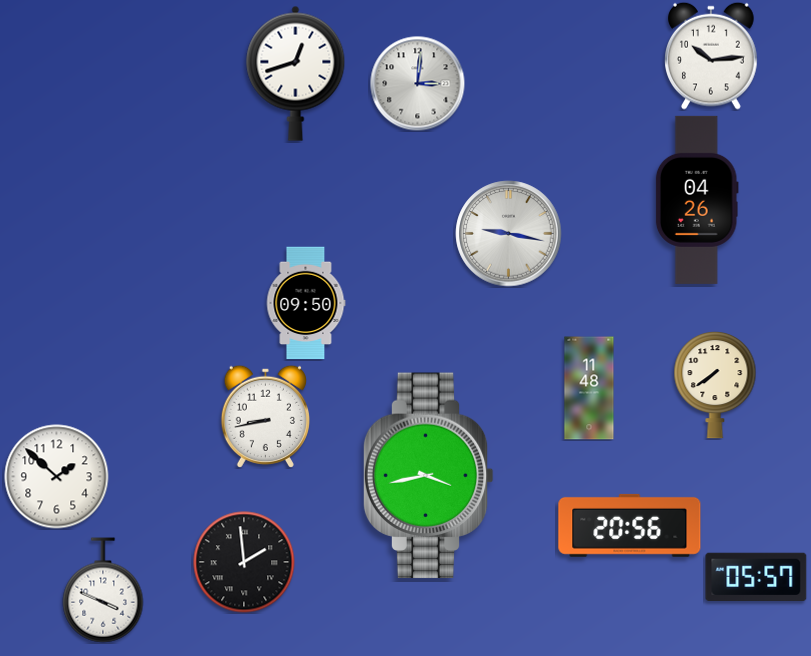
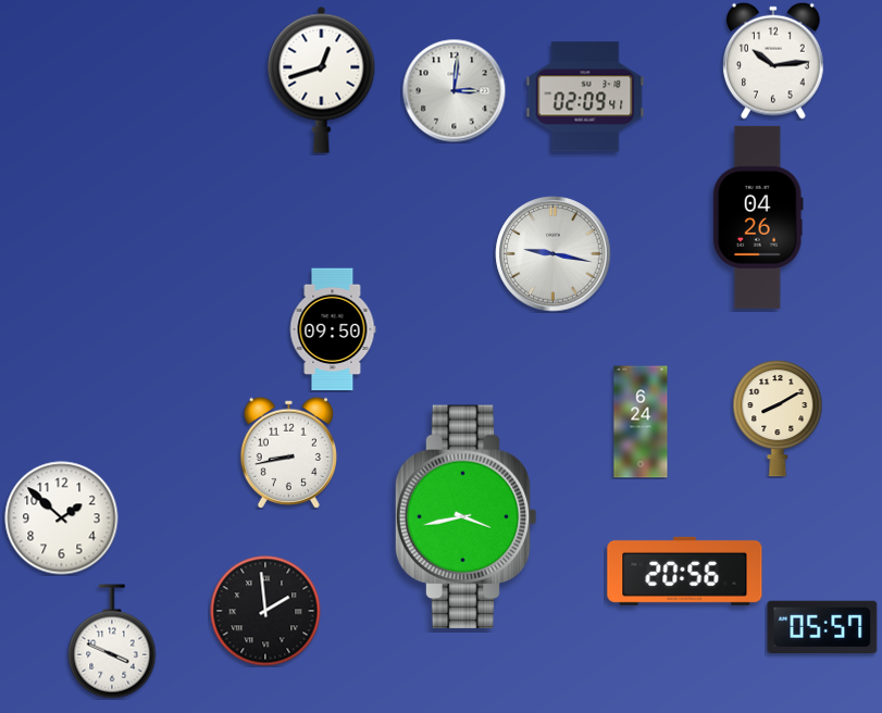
clock at (585, 97): none -> 02:09
clock at (715, 385): 7:39 -> 8:10
clock at (589, 388): 11:48 -> 6:24
